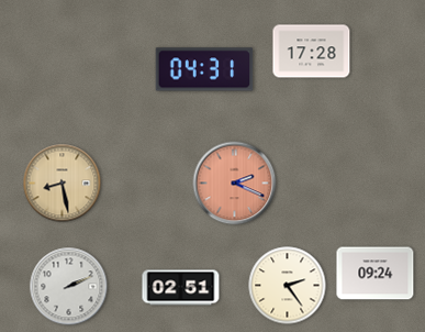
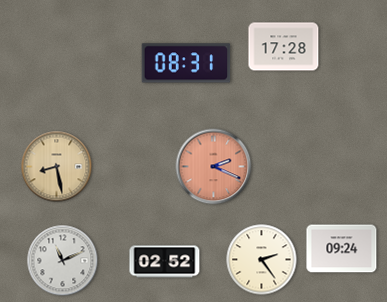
clock at (204, 69): 04:31 -> 08:31
clock at (69, 287): 2:11 -> 11:11
clock at (181, 288): 02:51 -> 02:52
